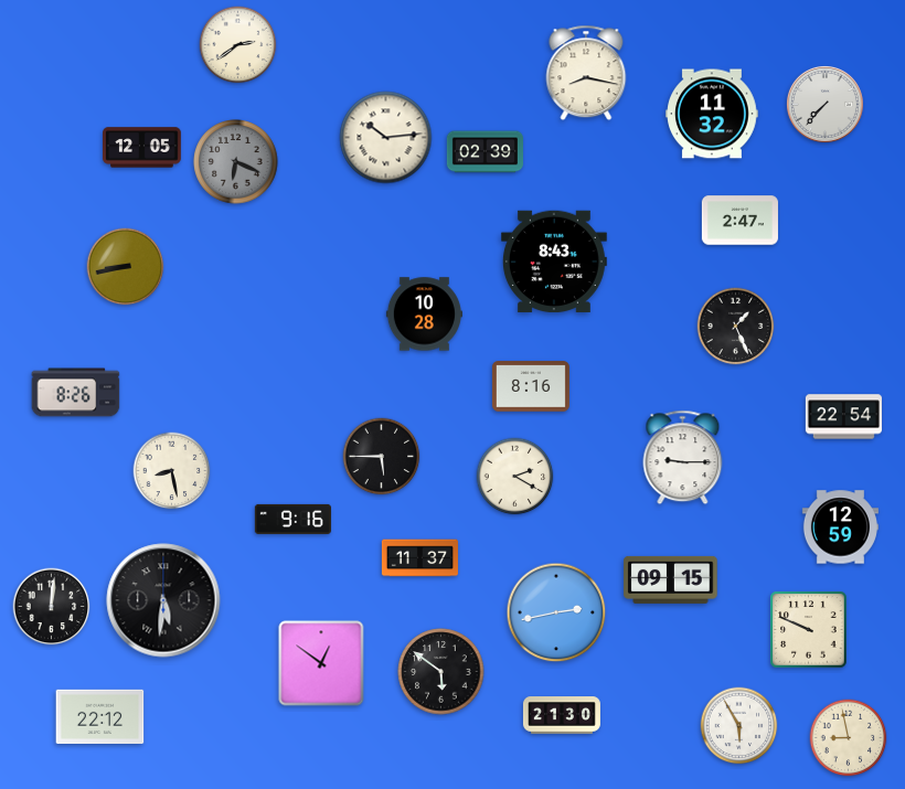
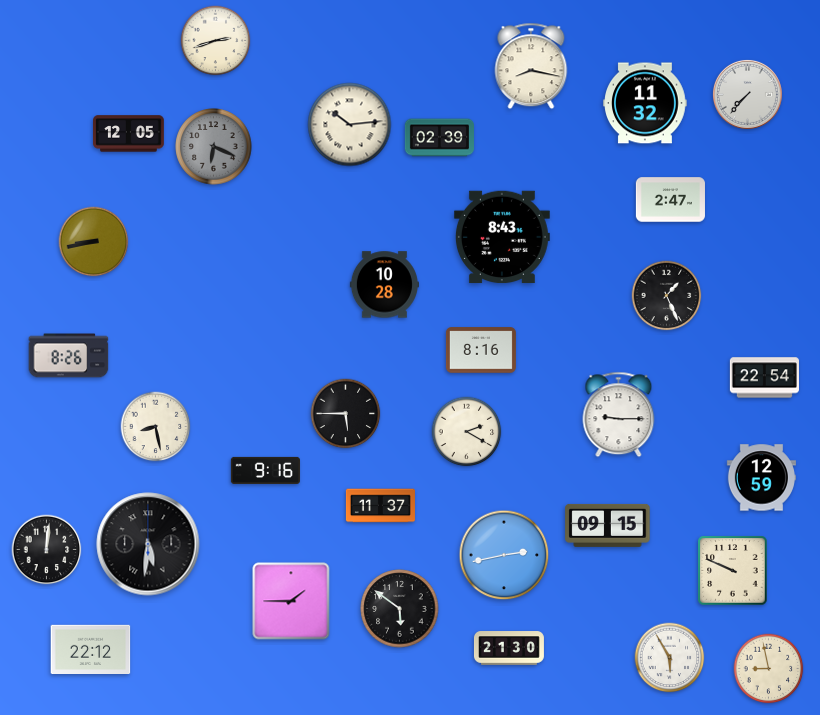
clock at (238, 45): 2:39 -> 2:42
clock at (126, 267) position: (126, 267) -> (94, 242)
clock at (321, 663): 12:51 -> 1:45
